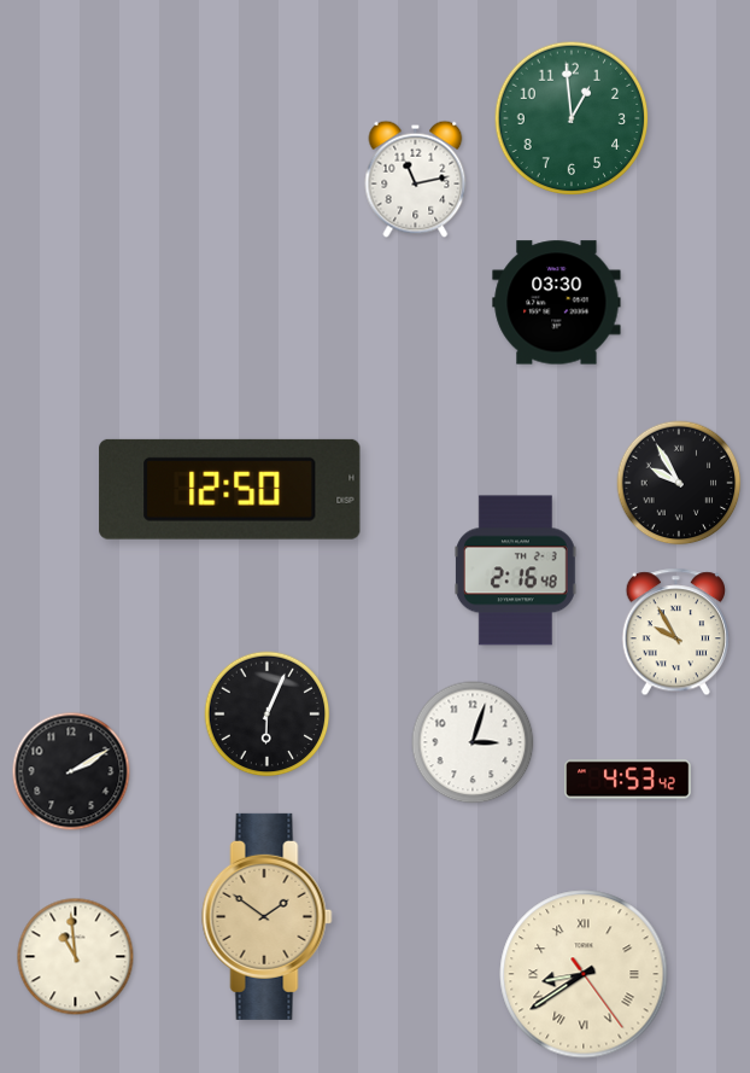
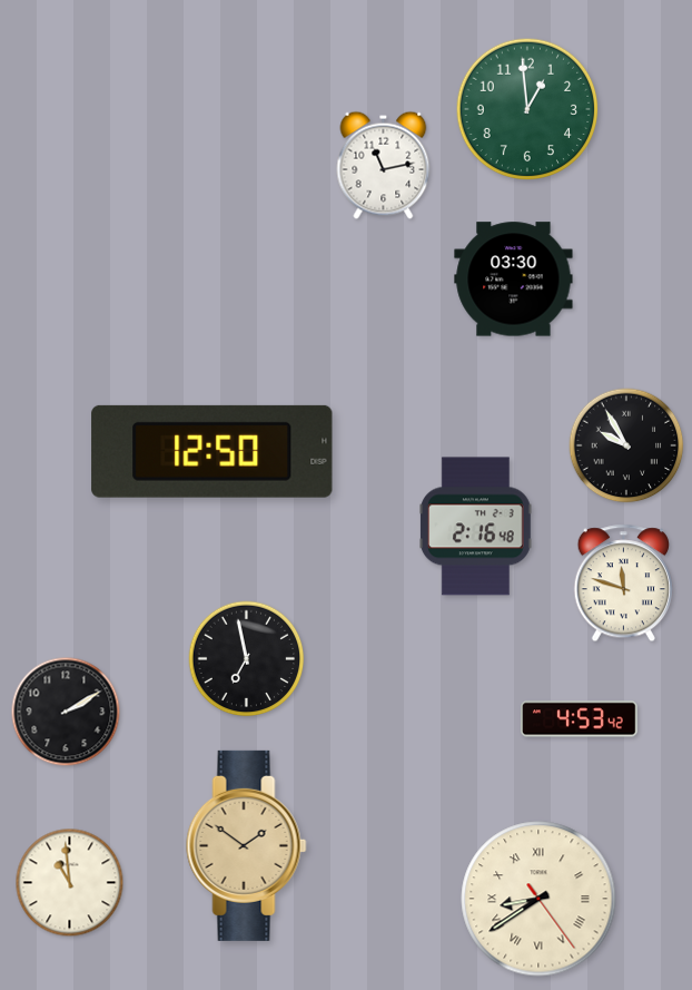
clock at (675, 632): 9:55 -> 11:48
clock at (268, 715): 6:04 -> 6:58
clock at (473, 742): 3:03 -> none
